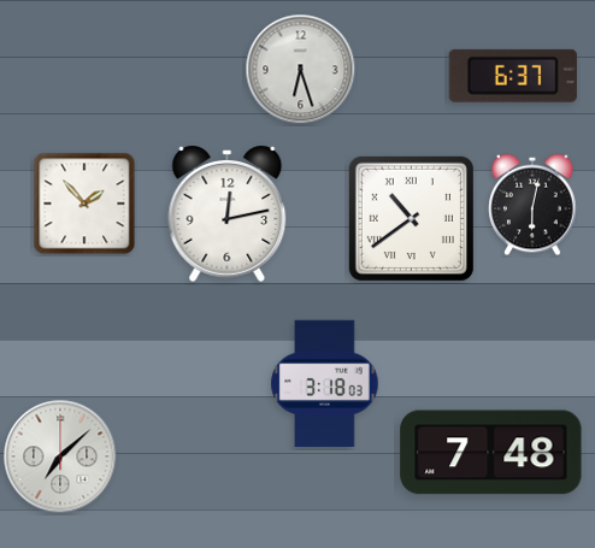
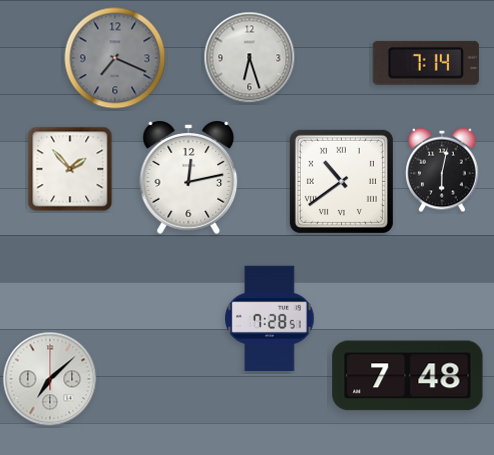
clock at (115, 58): none -> 7:19
clock at (513, 76): 6:37 -> 7:14
clock at (325, 383): 3:18 -> 7:28
